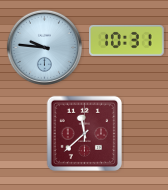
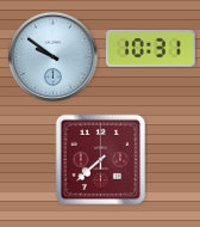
clock at (44, 47): 9:46 -> 9:51
clock at (84, 133): 11:38 -> 7:38
